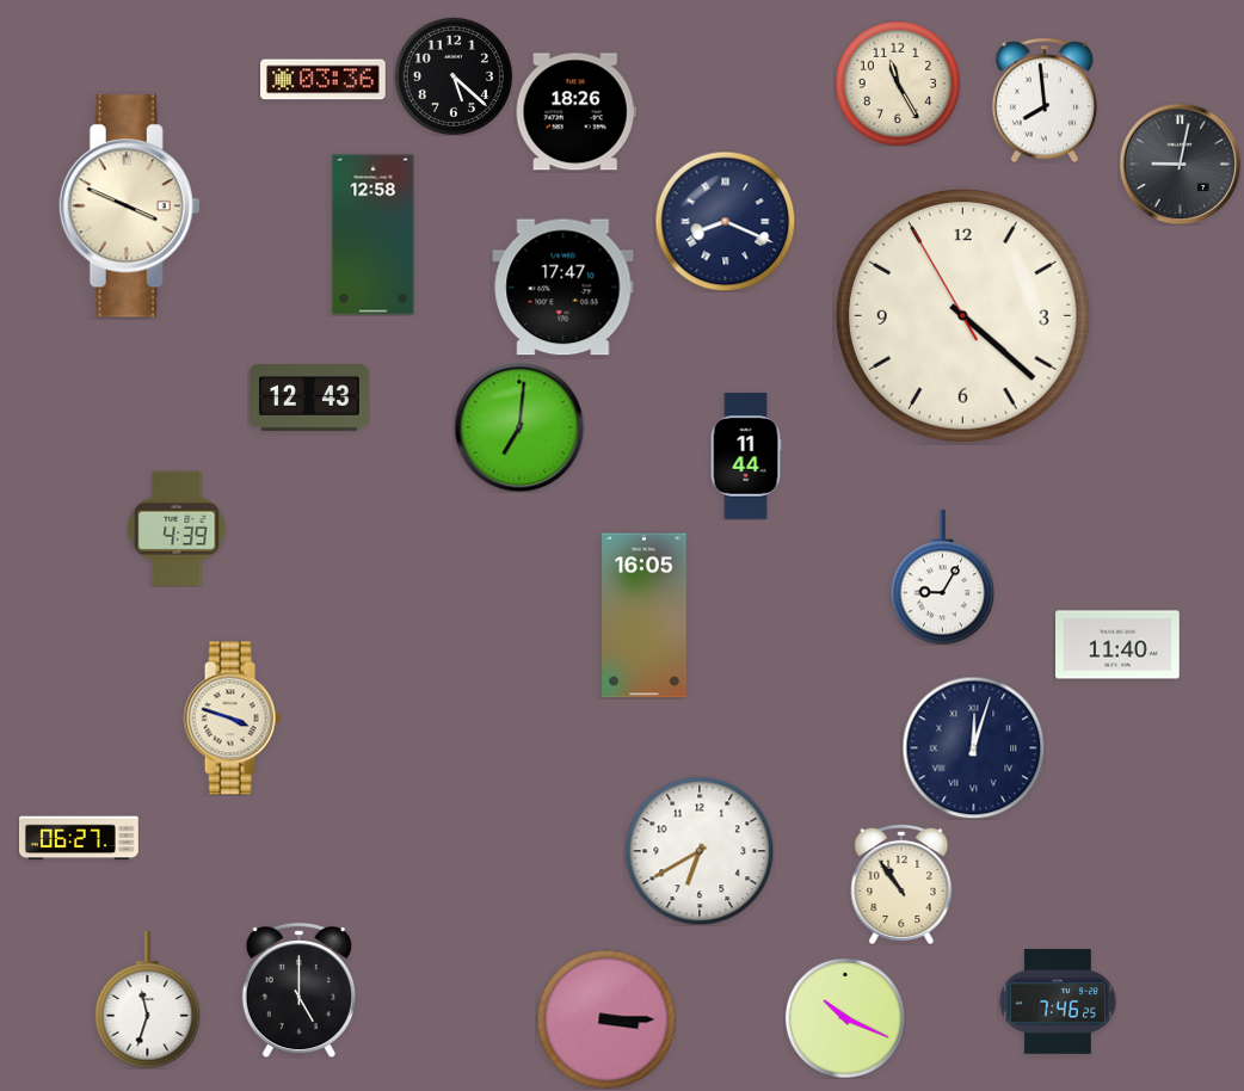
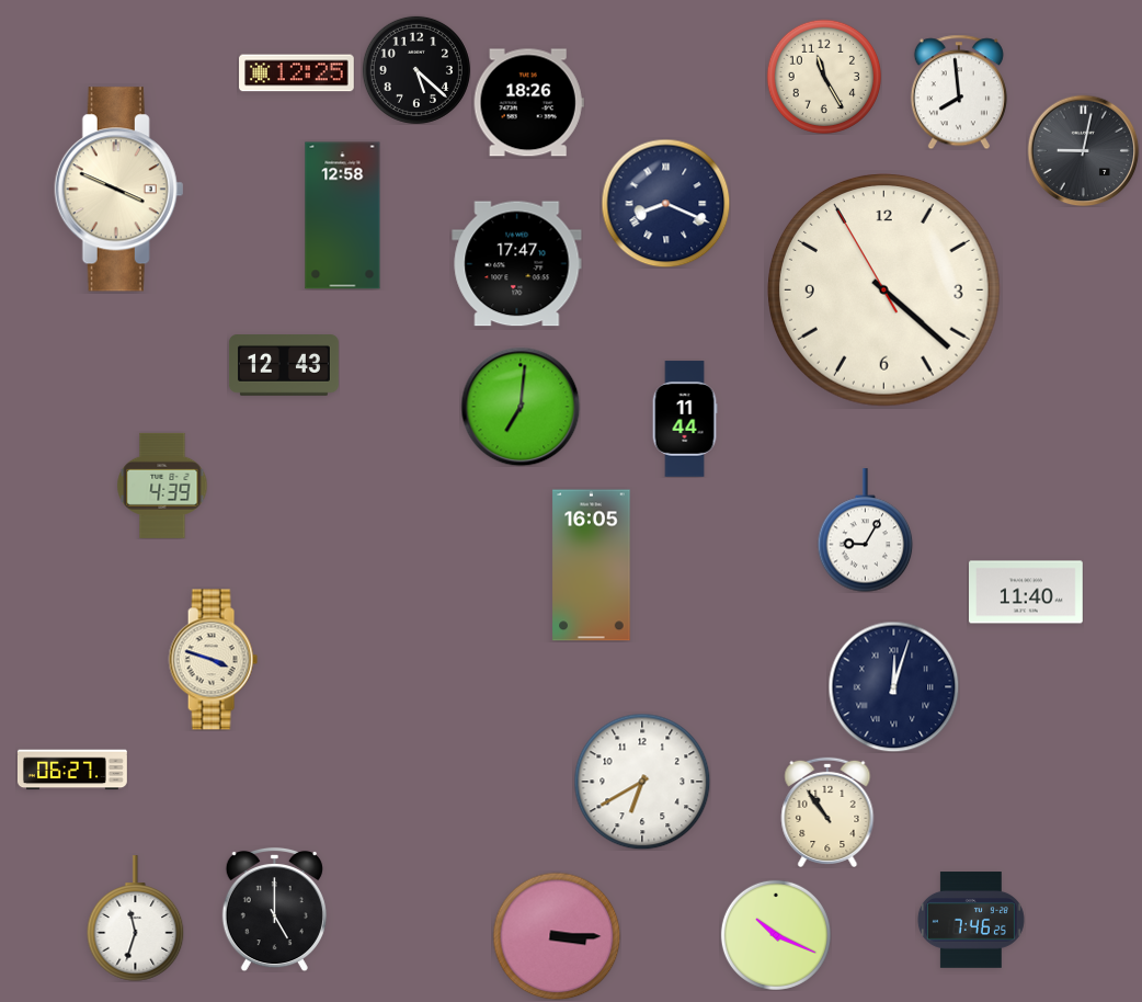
clock at (324, 80): 03:36 -> 12:25
clock at (519, 427) position: (519, 427) -> (521, 407)
